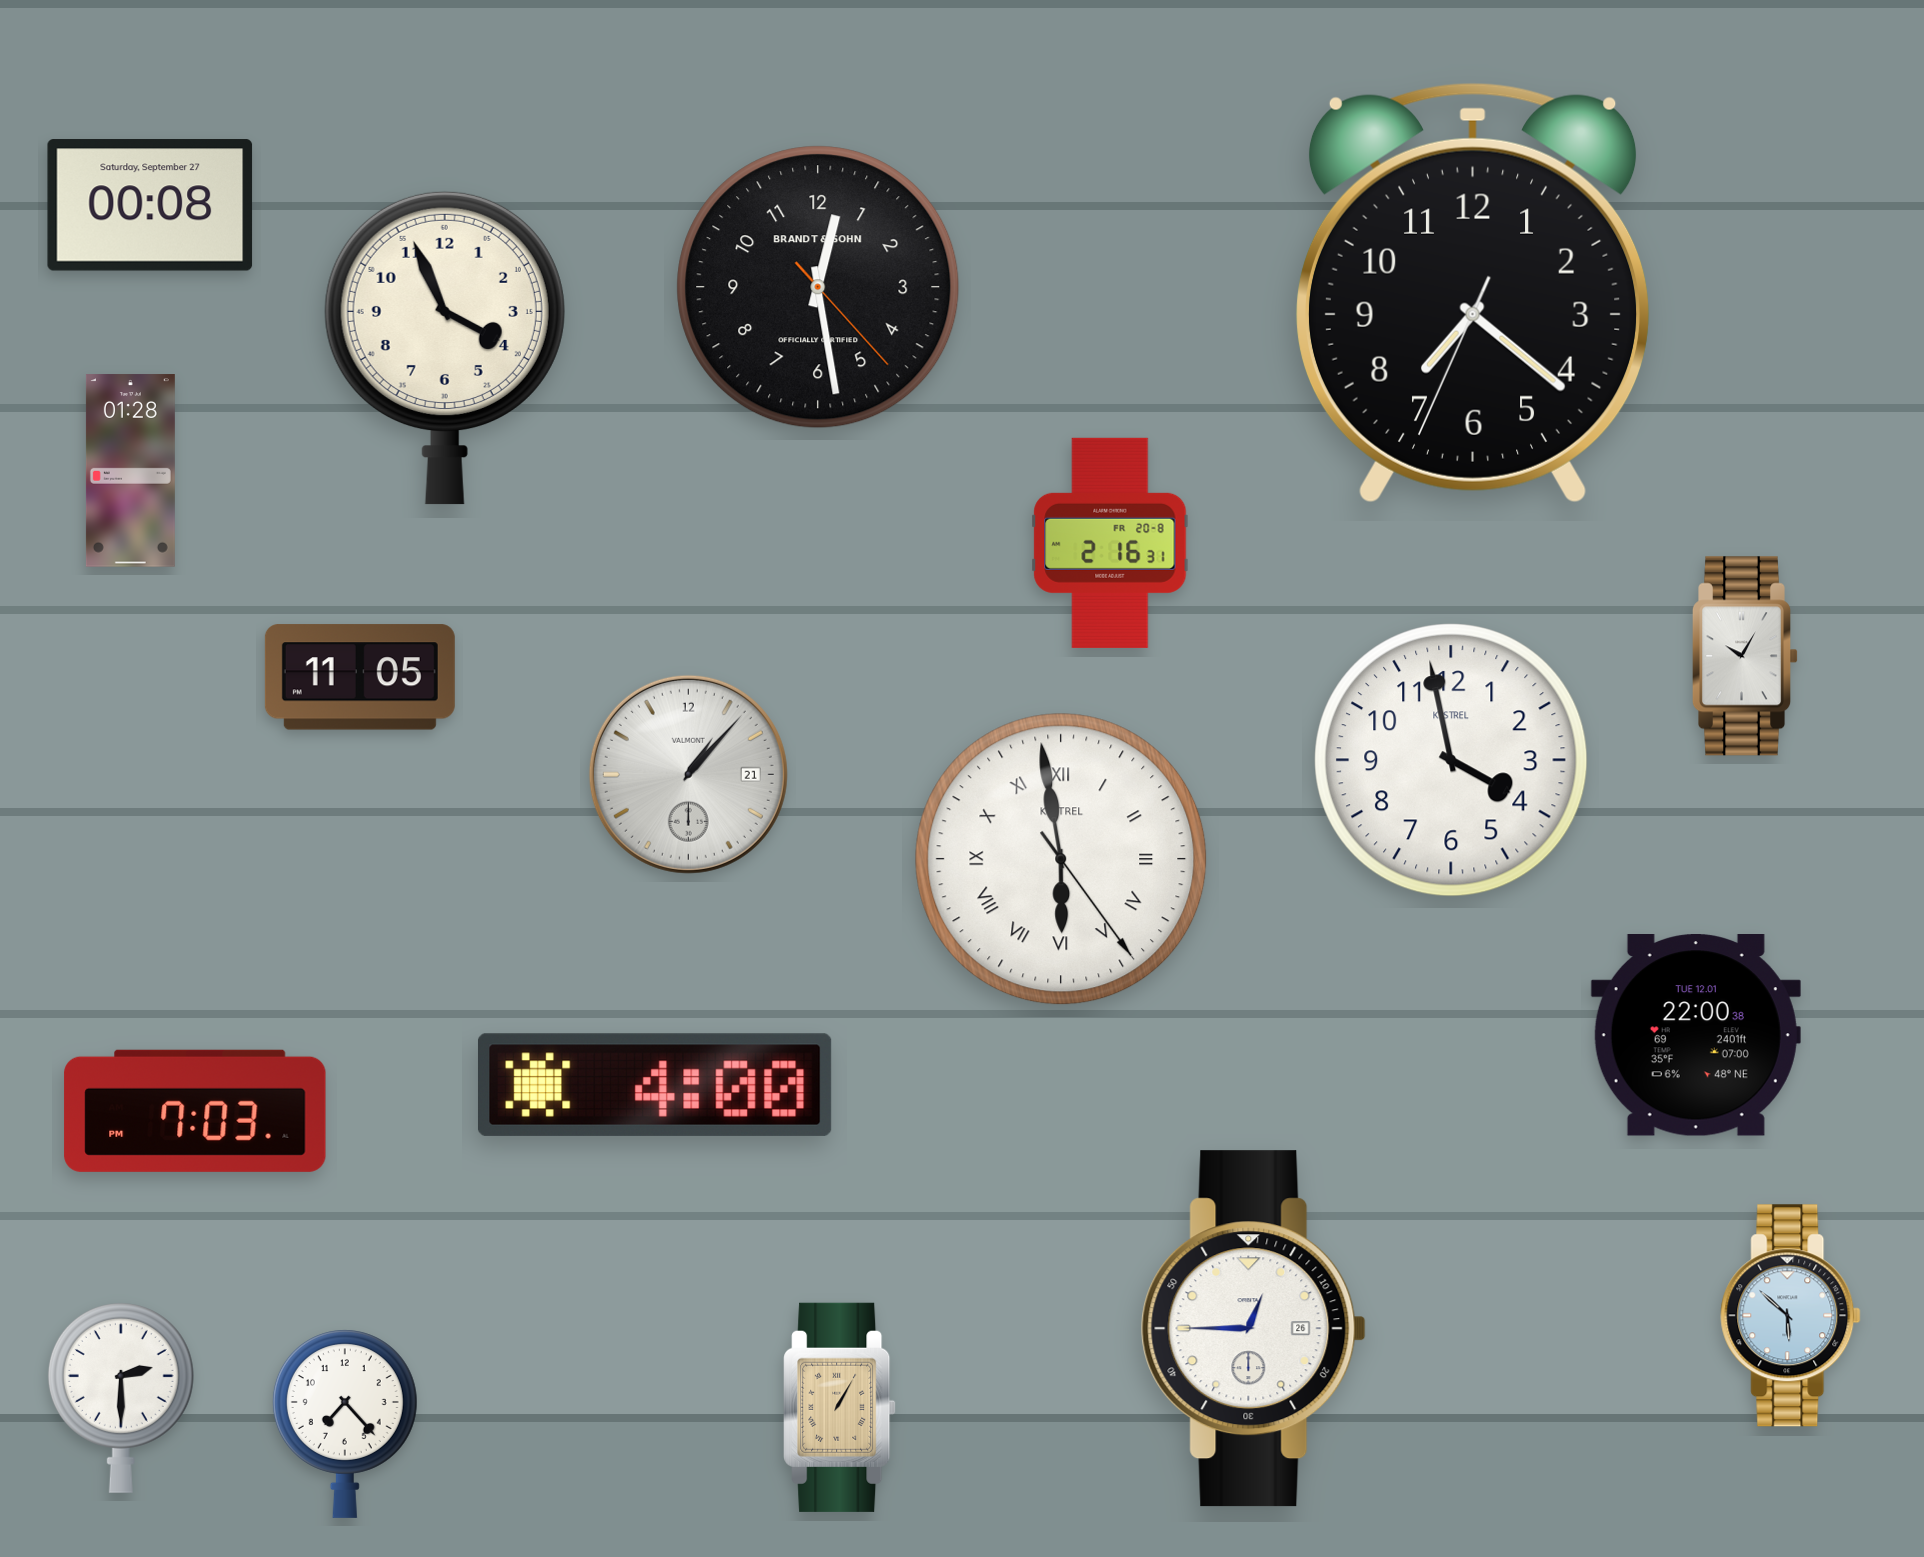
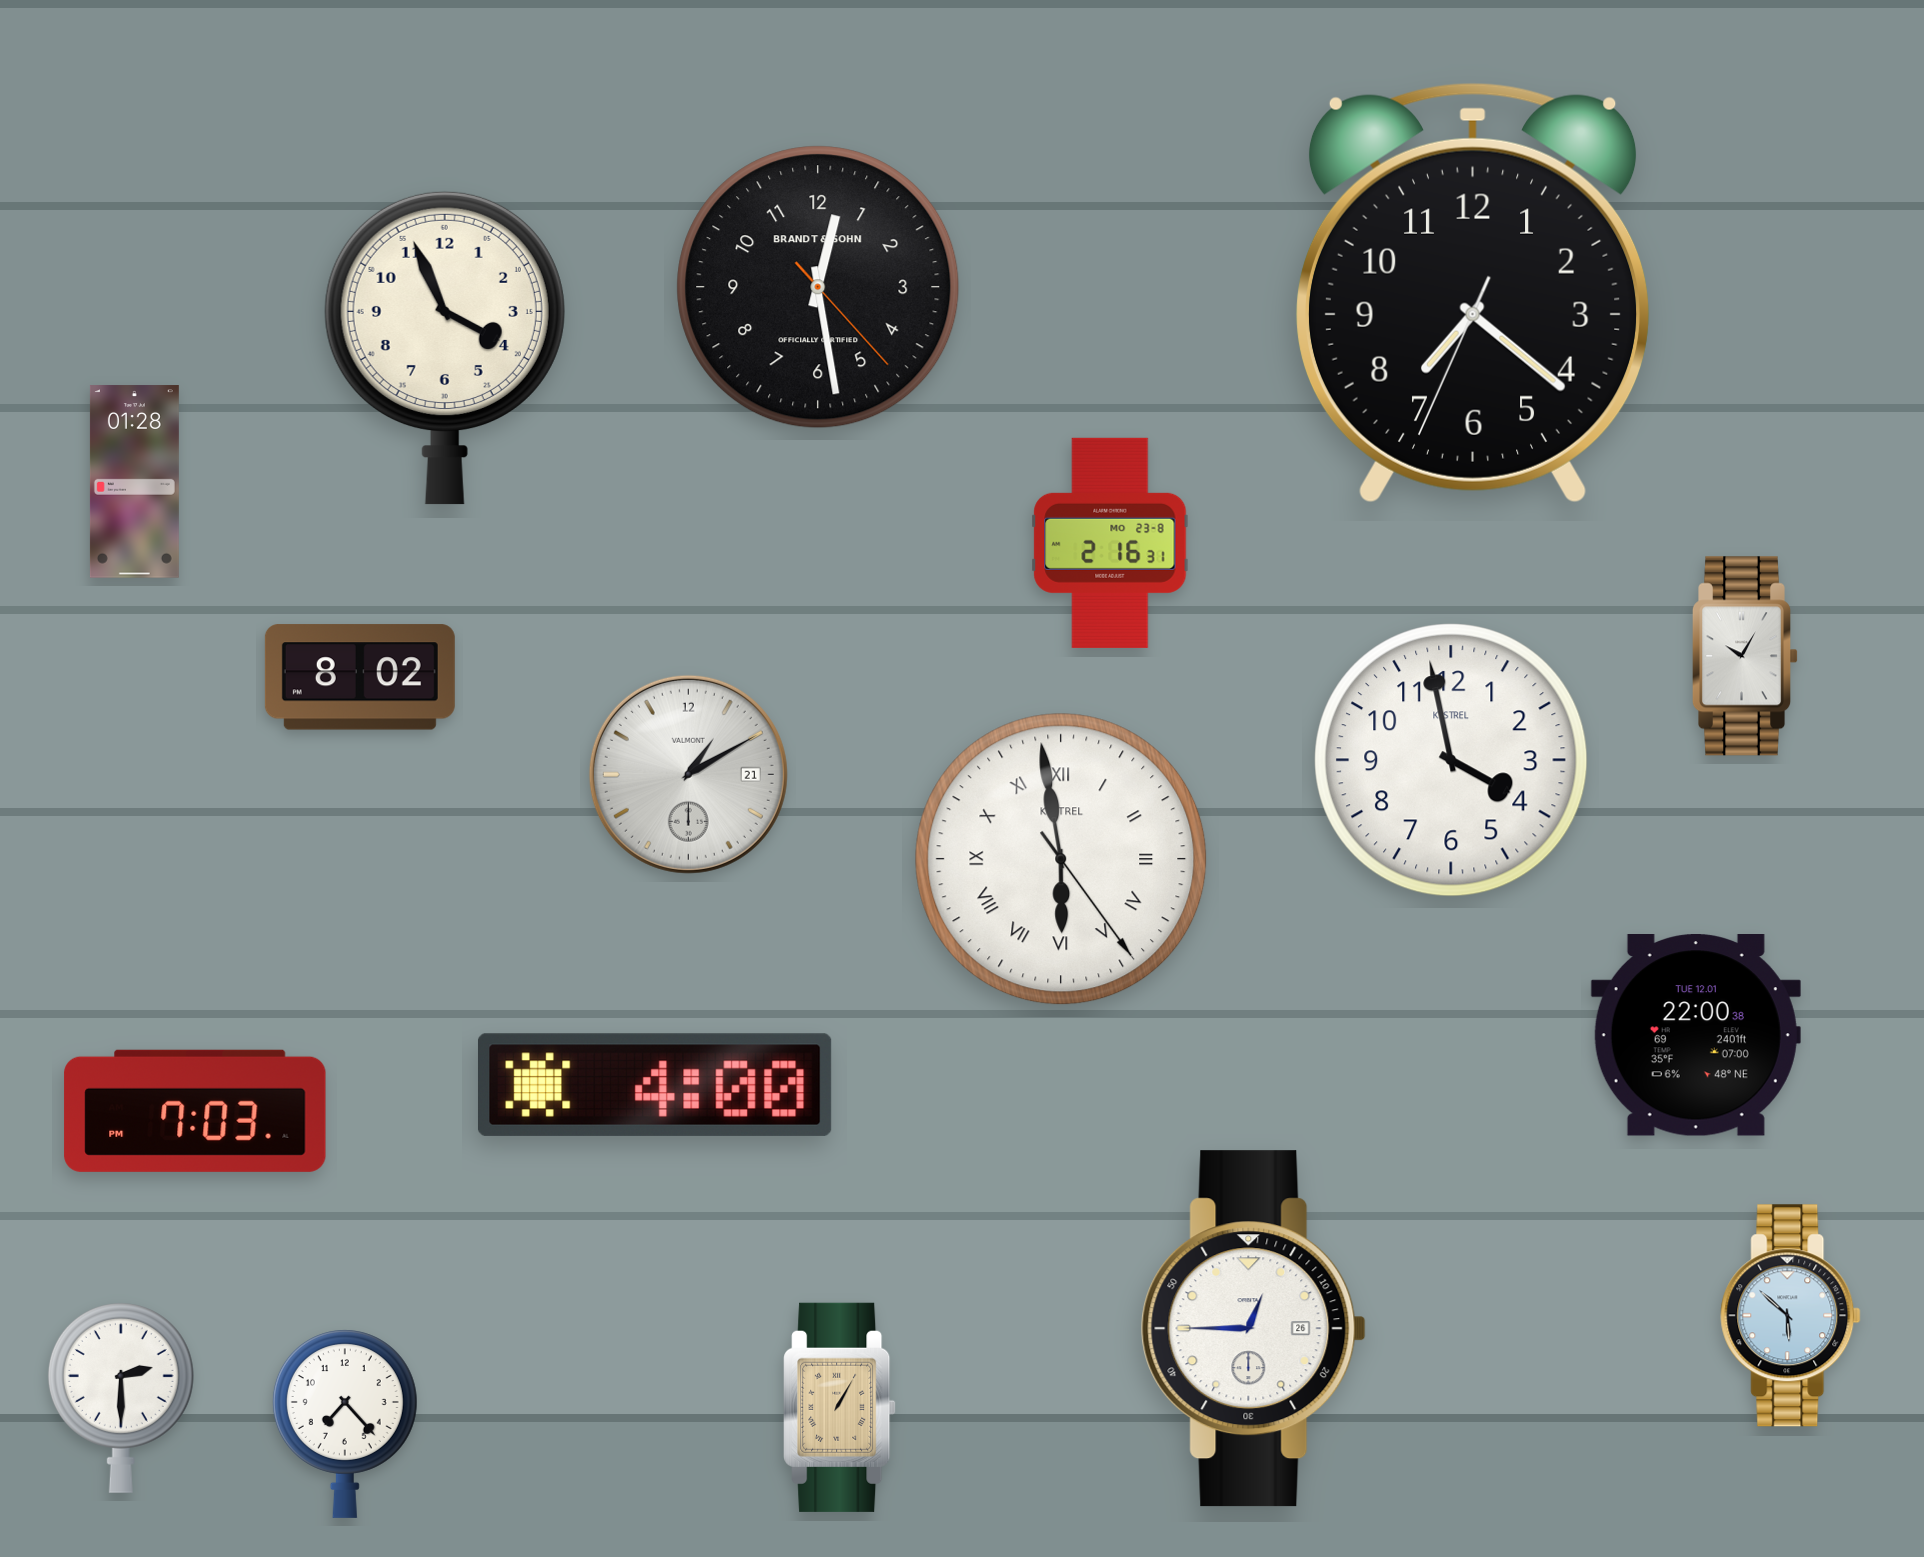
clock at (150, 205): 00:08 -> none
clock at (130, 471) position: (130, 471) -> (134, 482)
clock at (1110, 543) date: FR 20-8 -> MO 23-8
clock at (360, 677): 11:05 -> 8:02
clock at (688, 774): 1:07 -> 1:10
